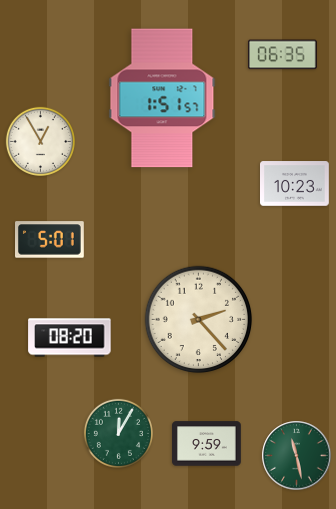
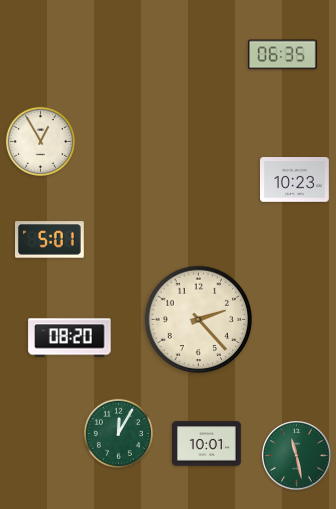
clock at (162, 98): 1:51 -> none
clock at (295, 184) position: (295, 184) -> (295, 180)
clock at (207, 444): 9:59 -> 10:01
